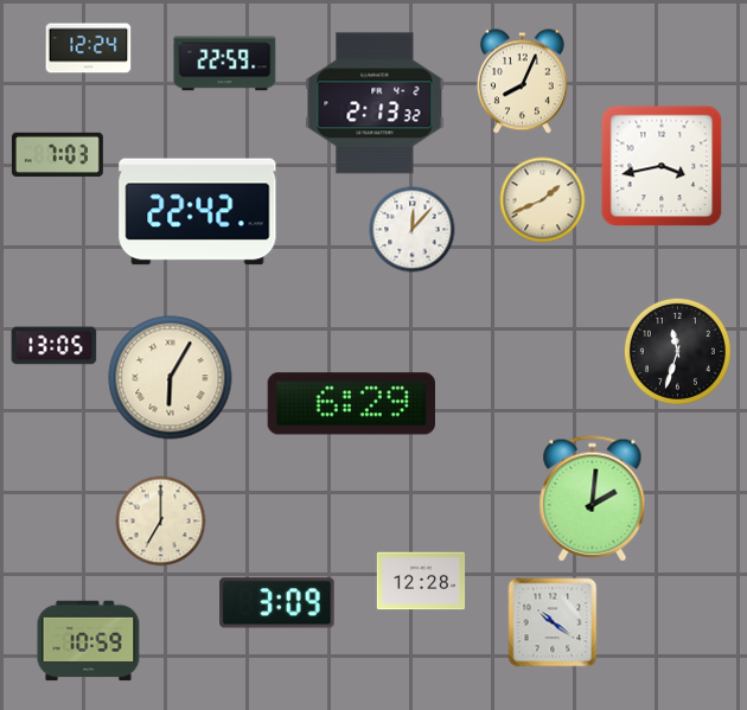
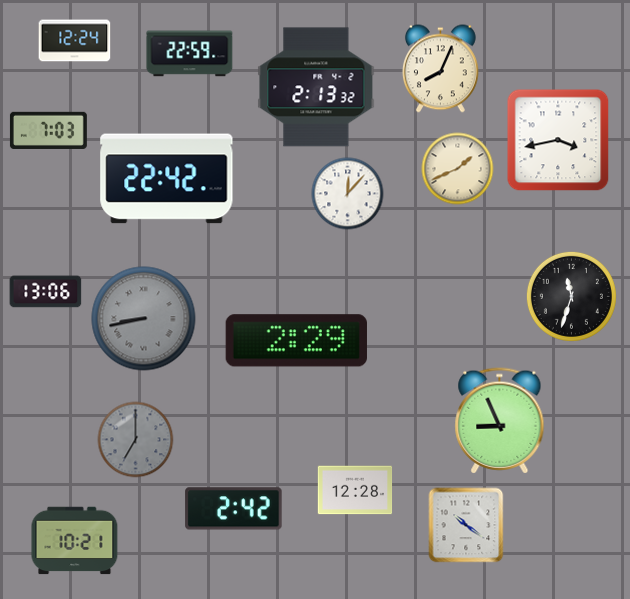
clock at (55, 346): 13:05 -> 13:06
clock at (171, 378): 6:05 -> 8:43
clock at (171, 378) dial: cream -> grey
clock at (351, 404): 6:29 -> 2:29
clock at (593, 499): 2:01 -> 8:56
clock at (161, 522) dial: cream -> grey
clock at (277, 603): 3:09 -> 2:42
clock at (89, 641): 10:59 -> 10:21
